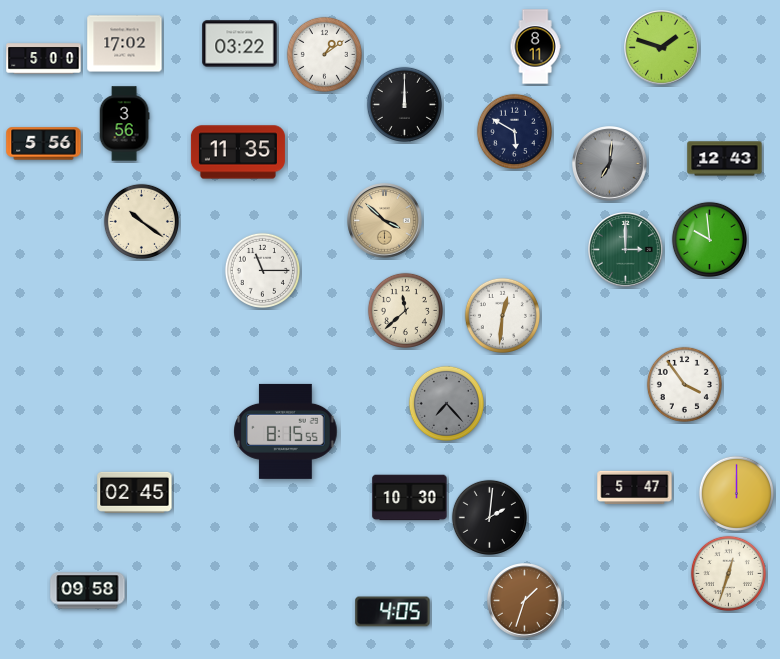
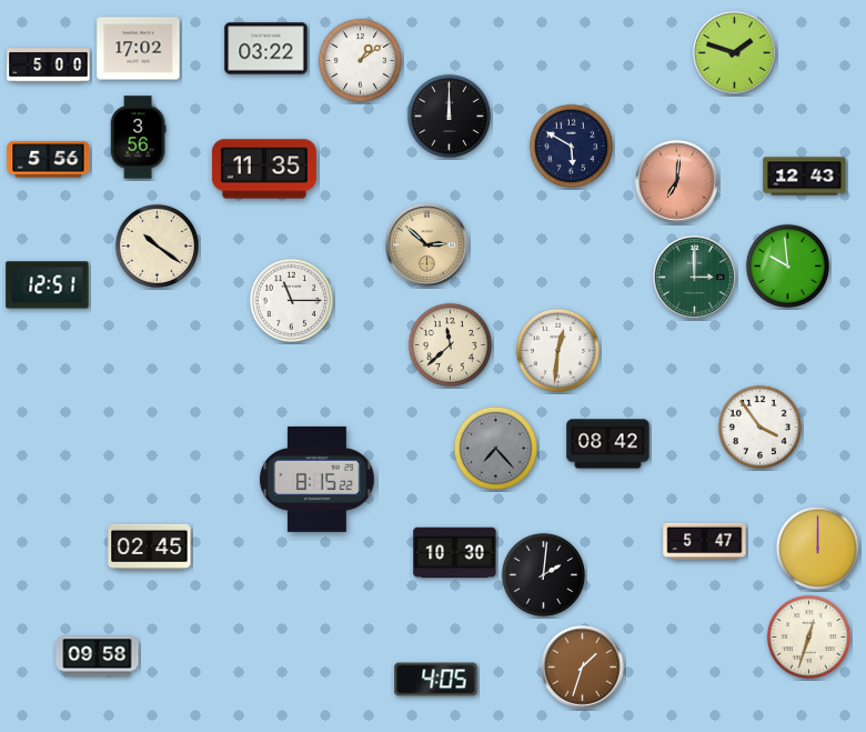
clock at (535, 47): 8:11 -> none
clock at (610, 164) dial: grey -> salmon
clock at (385, 221): 3:52 -> 2:52
clock at (48, 285): none -> 12:51
clock at (608, 444): none -> 08:42
clock at (286, 431): 8:15:55 -> 8:15:22
